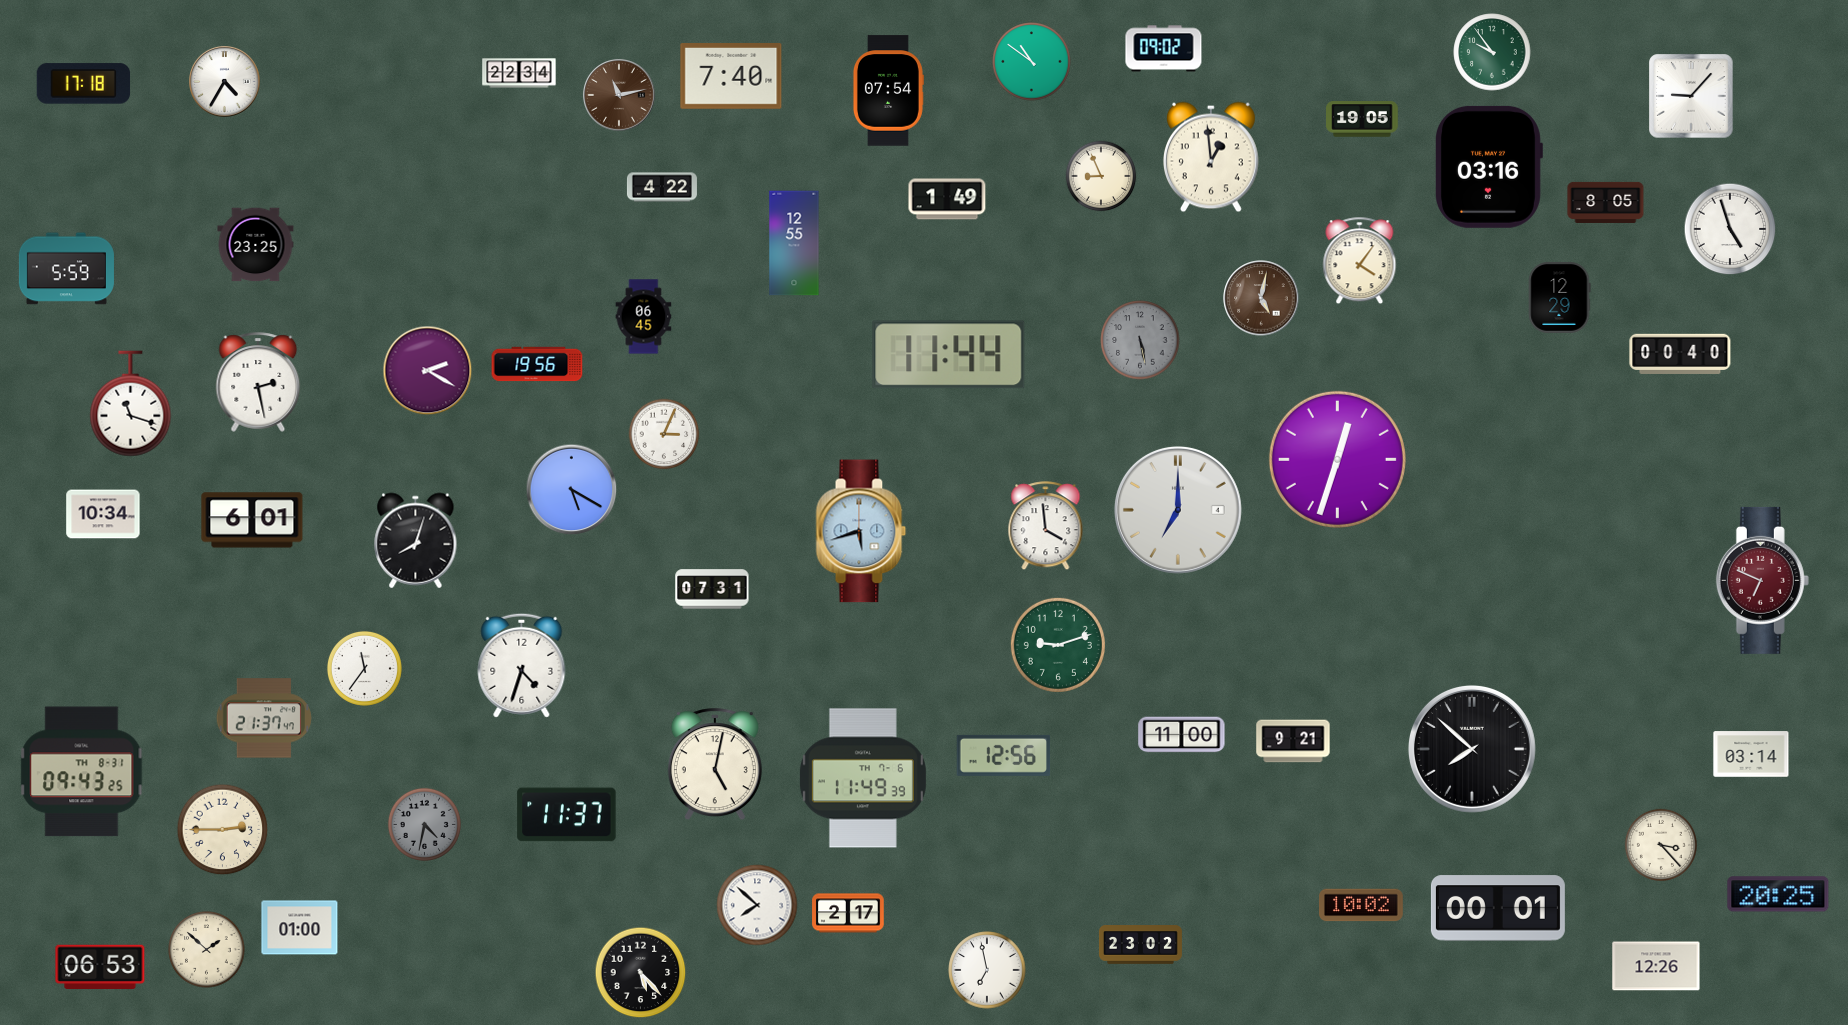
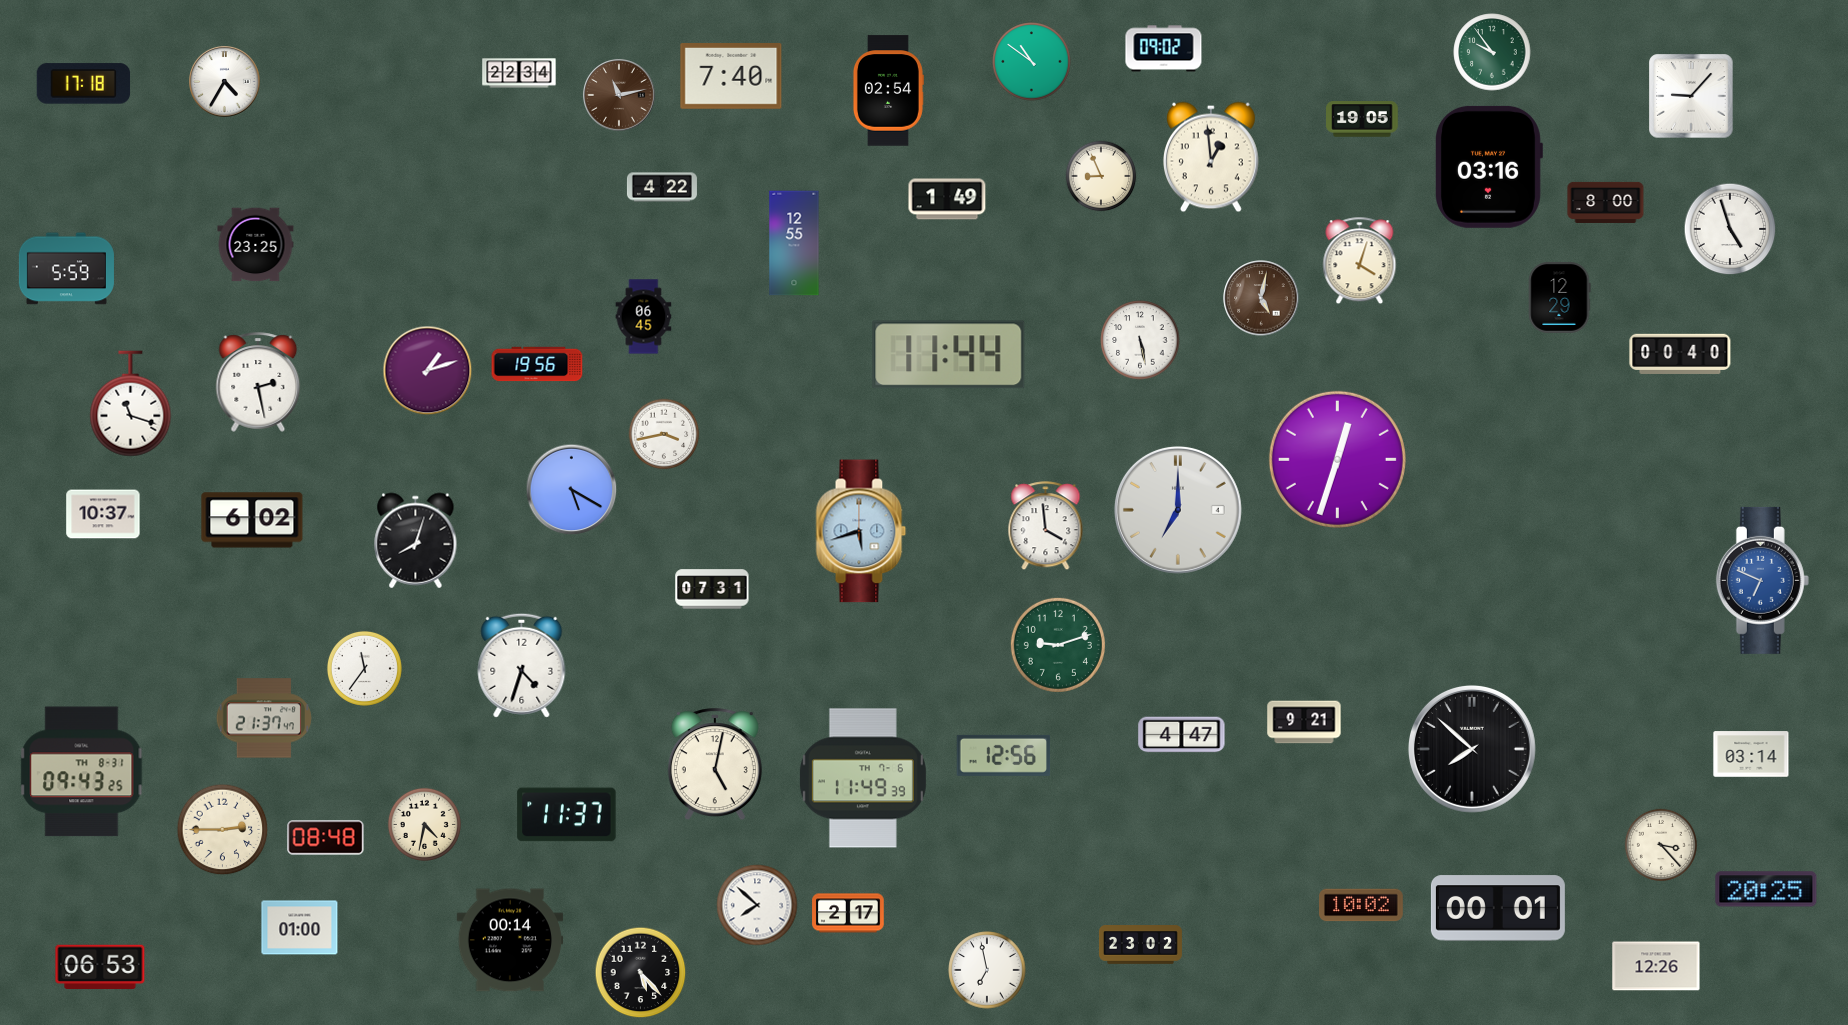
clock at (888, 91): 07:54 -> 02:54
clock at (1606, 202): 8:05 -> 8:00
clock at (1360, 261): 4:06 -> 4:03
clock at (1140, 340) dial: grey -> white
clock at (428, 371): 2:20 -> 1:12
clock at (664, 434): 3:04 -> 3:43
clock at (103, 514): 10:34 -> 10:37
clock at (252, 520): 6:01 -> 6:02
clock at (1762, 580) dial: burgundy -> blue
clock at (1182, 735): 11:00 -> 4:47
clock at (1293, 741) position: (1293, 741) -> (1304, 722)
clock at (424, 824) dial: grey -> cream
clock at (326, 838): none -> 08:48
clock at (1778, 894) position: (1778, 894) -> (1766, 889)
clock at (510, 940): none -> 00:14
clock at (207, 950): 1:52 -> none
